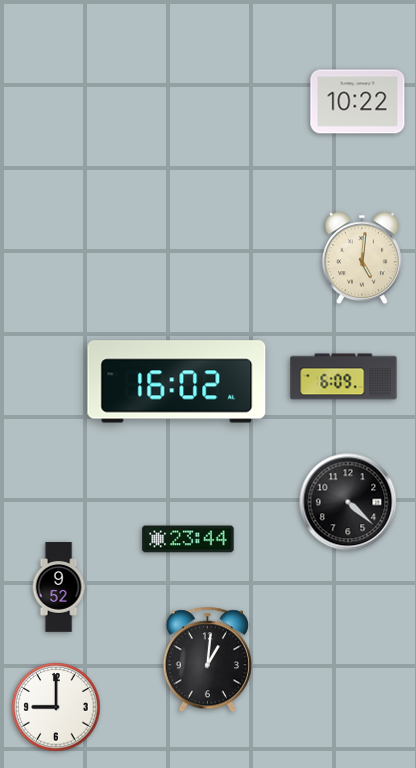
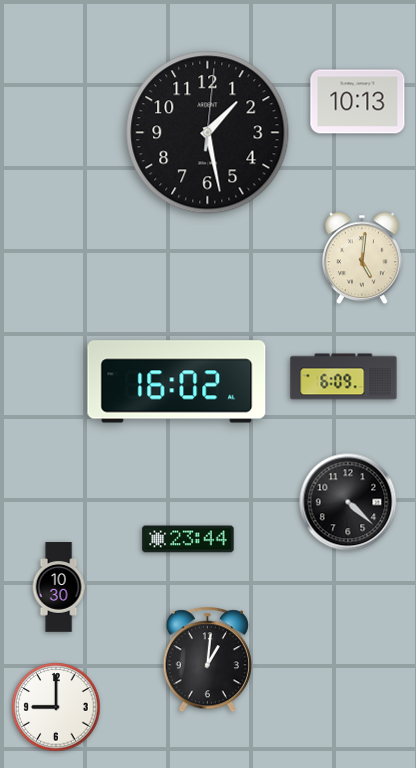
clock at (358, 102): 10:22 -> 10:13
clock at (208, 133): none -> 1:28
clock at (59, 587): 9:52 -> 10:30
